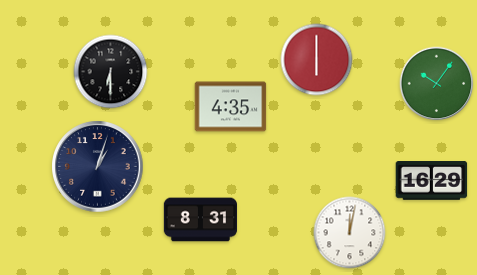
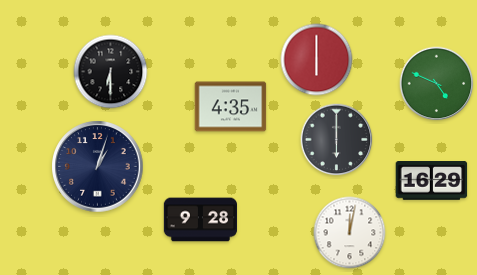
clock at (437, 84): 10:06 -> 4:49
clock at (337, 140): none -> 6:00
clock at (200, 220): 8:31 -> 9:28
